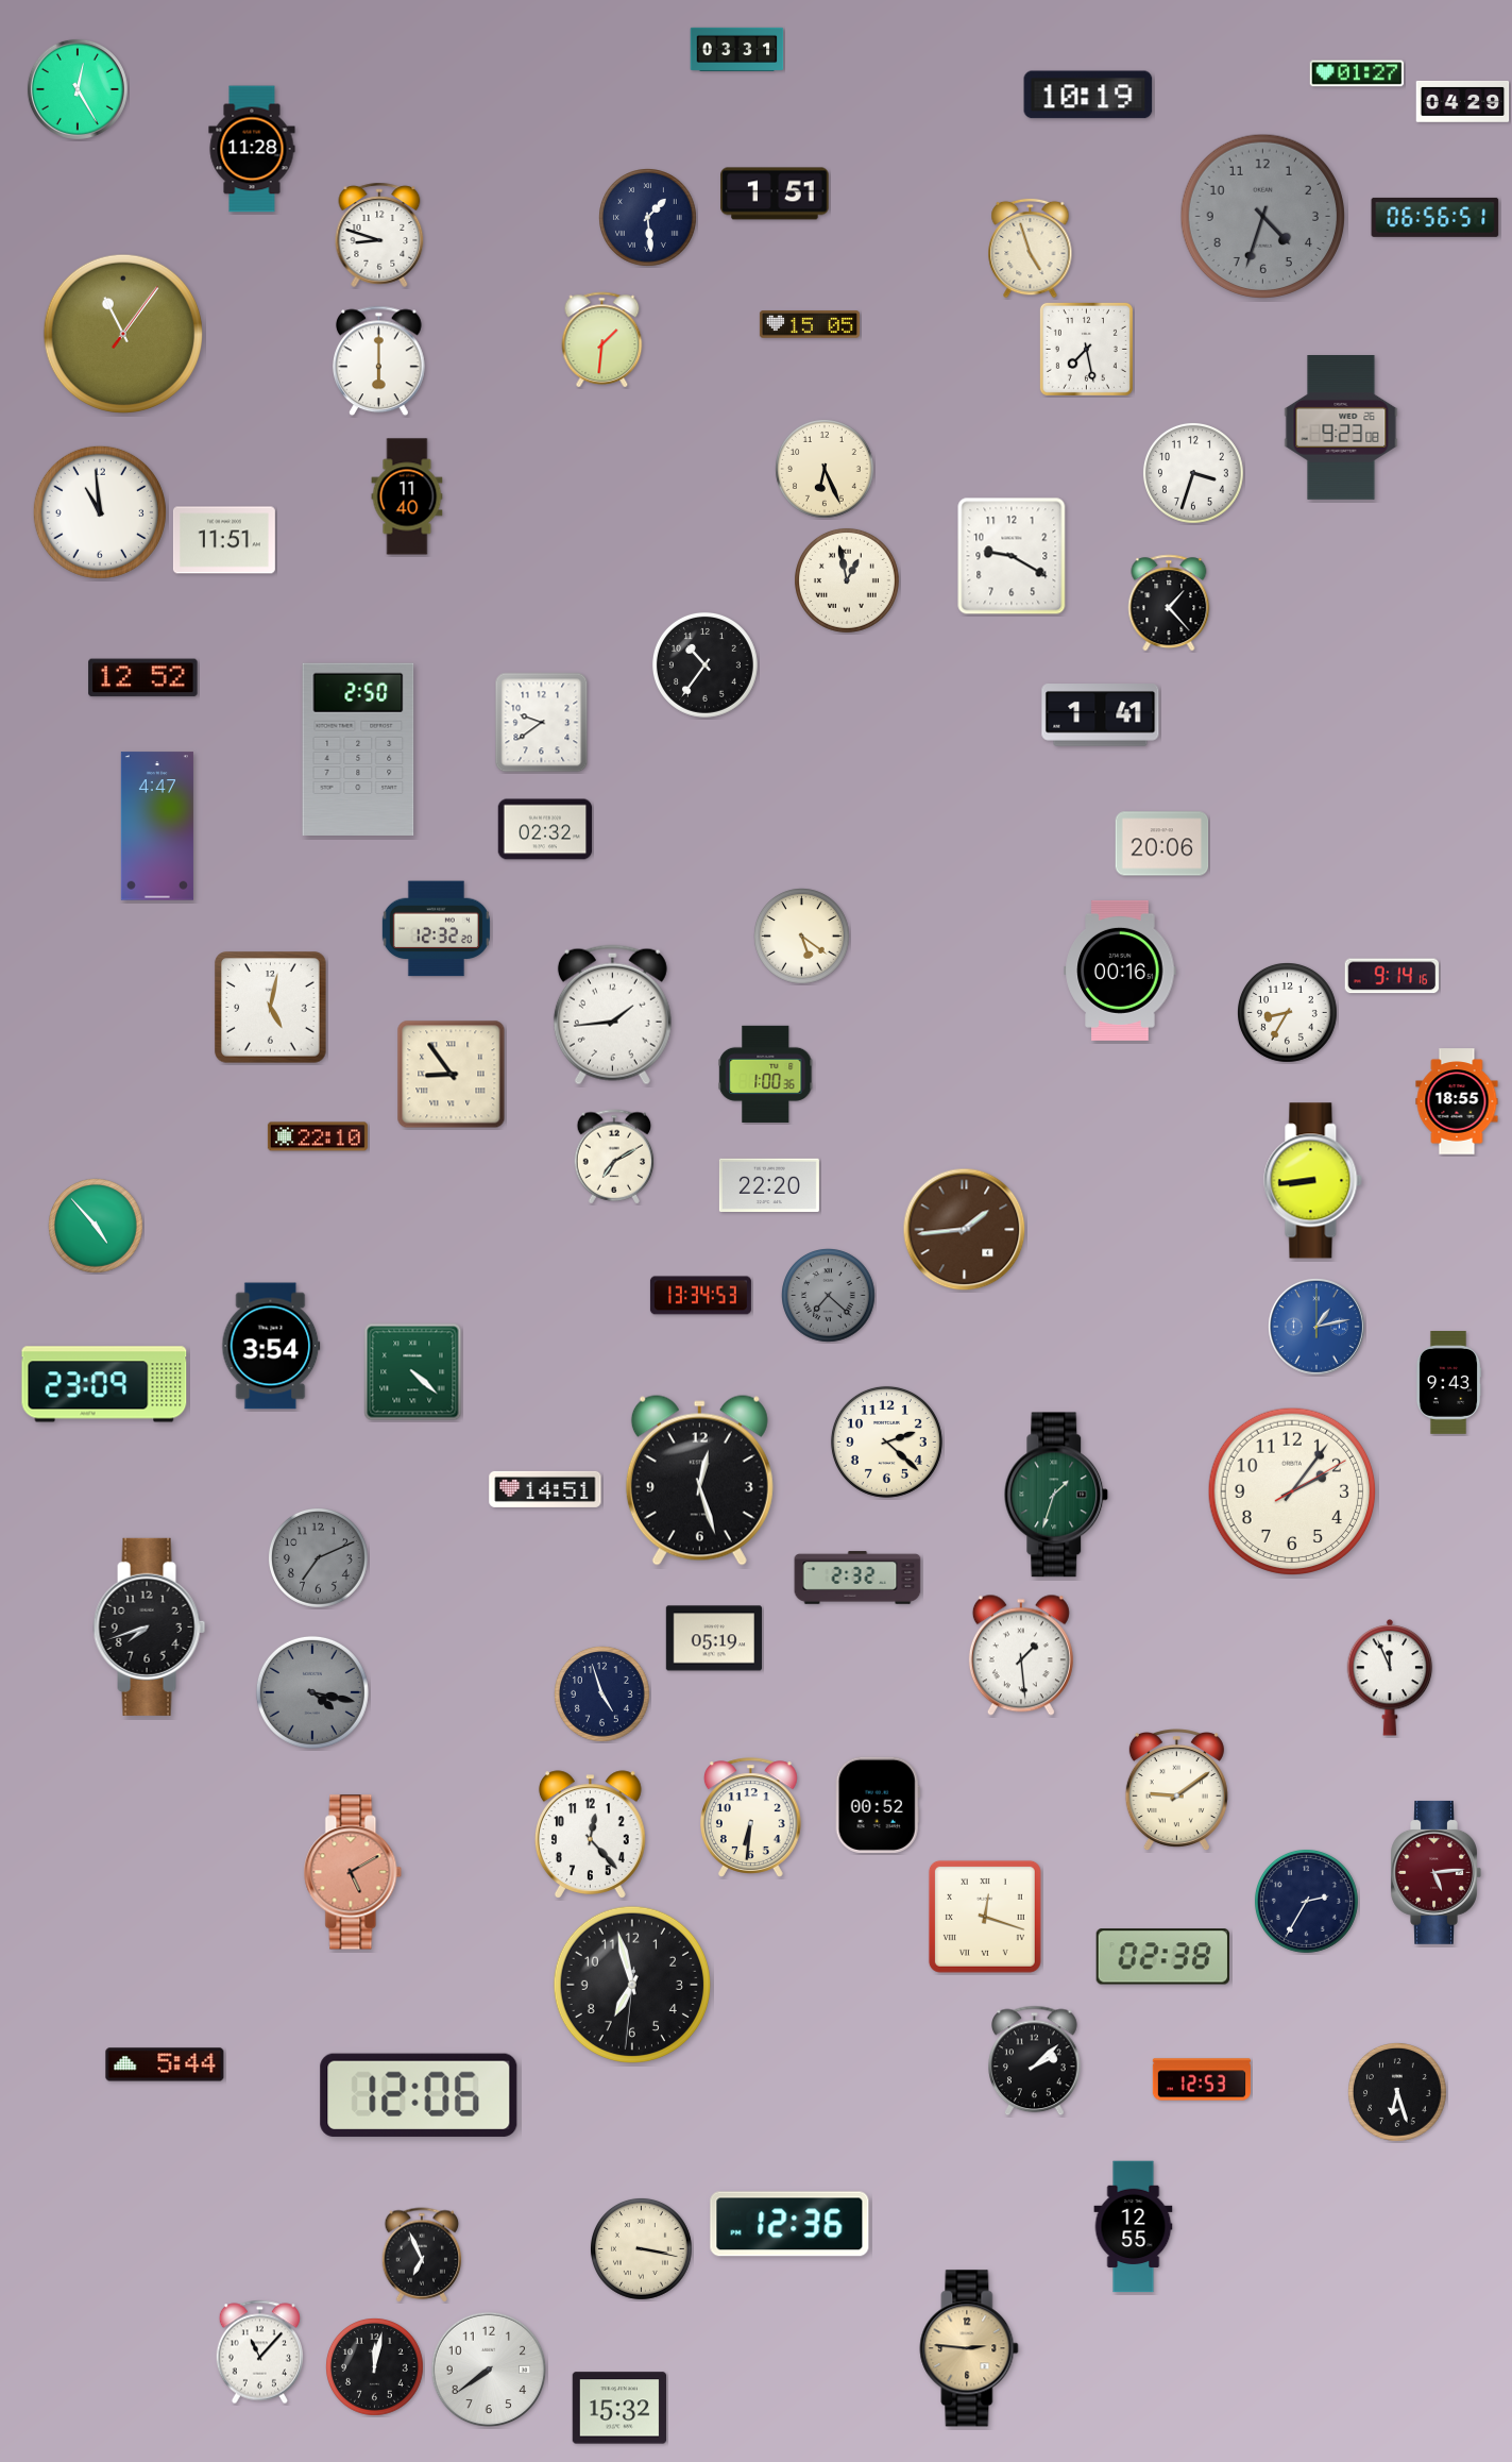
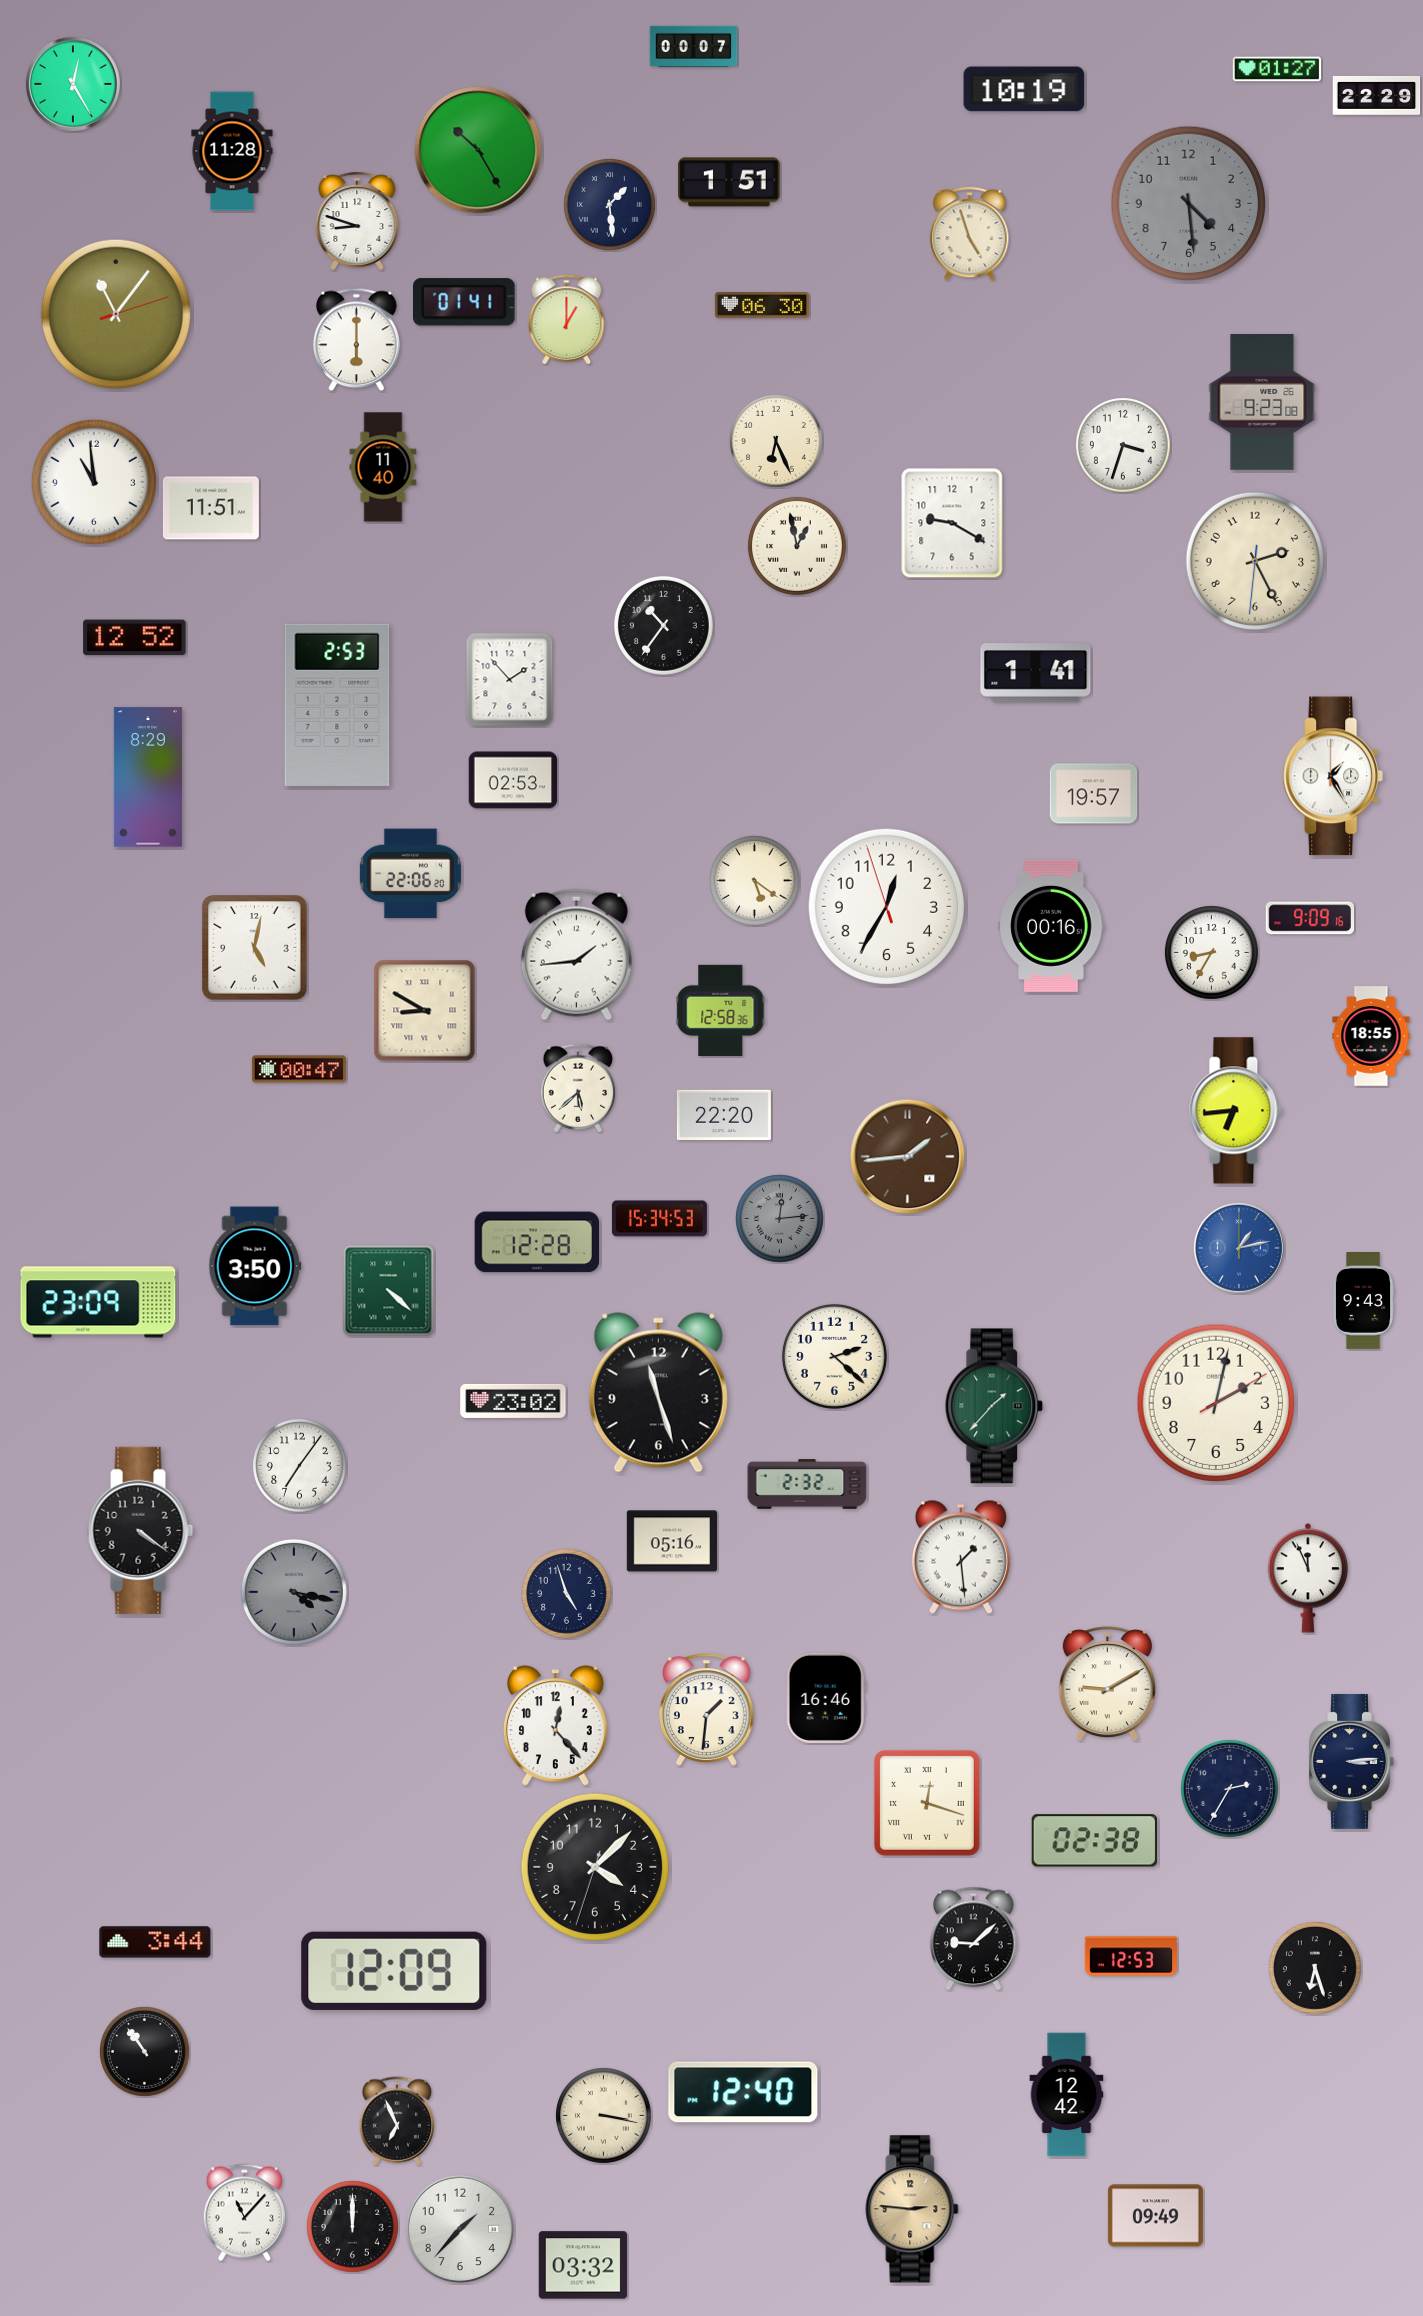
clock at (737, 49): 03:31 -> 00:07
clock at (1463, 101): 04:29 -> 22:29
clock at (252, 149) position: (252, 149) -> (232, 151)
clock at (478, 150): none -> 10:25
clock at (1263, 217): 4:33 -> 4:29
clock at (1435, 217): 06:56 -> none
clock at (465, 302): none -> 01:41
clock at (810, 324): 15:05 -> 06:30
clock at (122, 333): 11:06:06 -> 11:06:12
clock at (602, 340): 1:31 -> 1:00
clock at (1086, 349): 7:28 -> none
clock at (1255, 561): none -> 2:25
clock at (1169, 603): 1:23 -> none
clock at (542, 723): 9:39 -> 1:53
clock at (358, 748): 2:50 -> 2:53
clock at (1333, 776): none -> 1:25
clock at (157, 826): 4:47 -> 8:29
clock at (545, 829): 02:32 -> 02:53
clock at (1162, 844): 20:06 -> 19:57
clock at (436, 929): 12:32 -> 22:06
clock at (887, 907): none -> 12:34
clock at (1120, 971) position: (1120, 971) -> (1051, 926)
clock at (1391, 976): 9:14 -> 9:09
clock at (766, 1074): 1:00 -> 12:58
clock at (452, 1075): 8:54 -> 8:50
clock at (318, 1136): 22:10 -> 00:47
clock at (614, 1157): 7:10 -> 5:38
clock at (1313, 1181): 8:44 -> 6:44
clock at (97, 1227): 4:53 -> none
clock at (700, 1296): 13:34 -> 15:34
clock at (829, 1296): 7:22 -> 12:14
clock at (537, 1242): none -> 12:28
clock at (271, 1346): 3:54 -> 3:50
clock at (699, 1481): 12:27 -> 11:27
clock at (545, 1489): 14:51 -> 23:02
clock at (1292, 1491): 2:06 -> 2:02
clock at (1056, 1495): 1:33 -> 1:37
clock at (319, 1558): 7:11 -> 7:06
clock at (319, 1558) dial: grey -> white
clock at (150, 1626): 7:42 -> 4:21
clock at (713, 1638): 05:19 -> 05:16
clock at (1176, 1791): 9:09 -> 9:10
clock at (878, 1805): 00:52 -> 16:46
clock at (750, 1818): 6:31 -> 1:31
clock at (353, 1872): 5:10 -> none
clock at (1435, 1872): 5:14 -> 3:14
clock at (1435, 1872) dial: burgundy -> navy
clock at (631, 1984): 6:57 -> 4:07
clock at (1035, 2061): 2:08 -> 9:08
clock at (165, 2064): 5:44 -> 3:44
clock at (419, 2095): 12:06 -> 12:09
clock at (145, 2052): none -> 10:54
clock at (789, 2224): 12:36 -> 12:40
clock at (1134, 2227): 12:55 -> 12:42
clock at (1155, 2216): none -> 09:49
clock at (375, 2367): 12:02 -> 12:00
clock at (489, 2370): 7:39 -> 1:37
clock at (619, 2408): 15:32 -> 03:32
